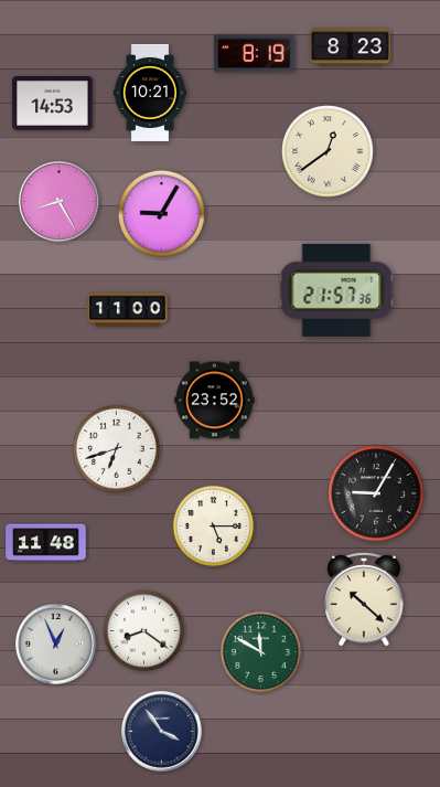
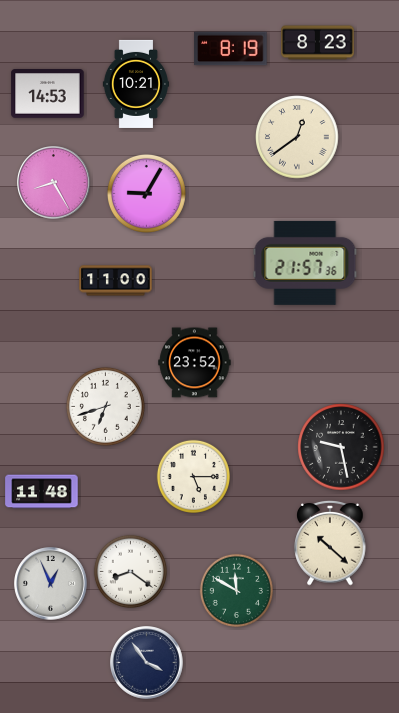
clock at (376, 493): 9:05 -> 9:28
